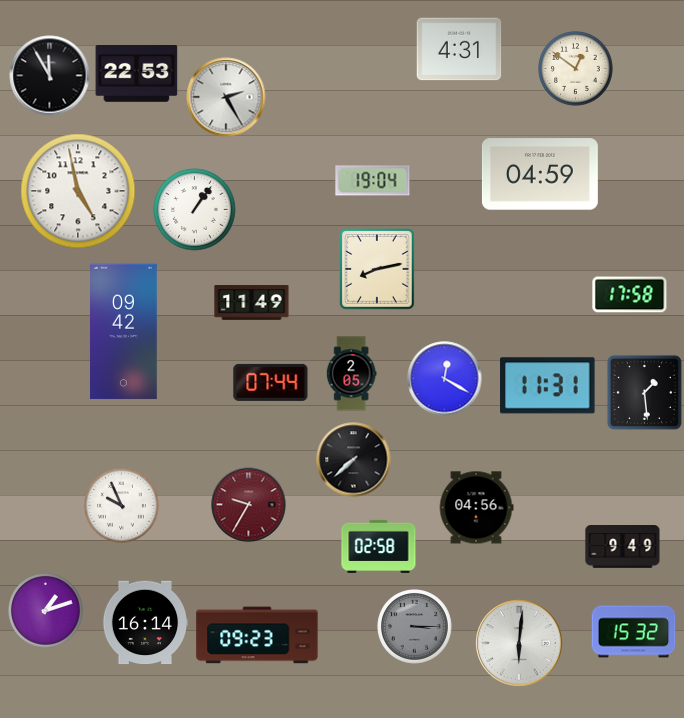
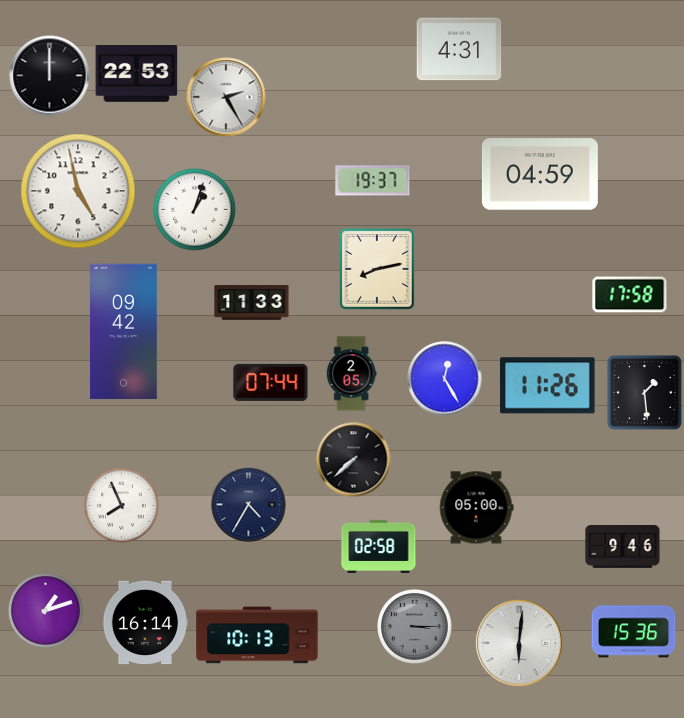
clock at (576, 69): 12:51 -> none
clock at (50, 76): 11:55 -> 12:00
clock at (373, 181): 19:04 -> 19:37
clock at (195, 210): 1:06 -> 1:03
clock at (252, 303): 11:49 -> 11:33
clock at (445, 379): 12:20 -> 12:25
clock at (548, 386): 11:31 -> 11:26
clock at (249, 505): 9:35 -> 4:35
clock at (249, 505) dial: burgundy -> navy
clock at (122, 506): 9:56 -> 7:56
clock at (476, 508): 04:56 -> 05:00
clock at (623, 547): 9:49 -> 9:46
clock at (634, 632): 15:32 -> 15:36
clock at (257, 635): 09:23 -> 10:13
